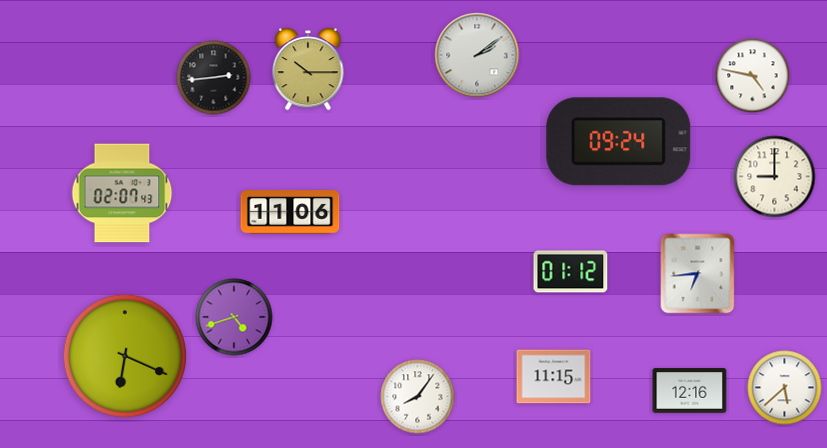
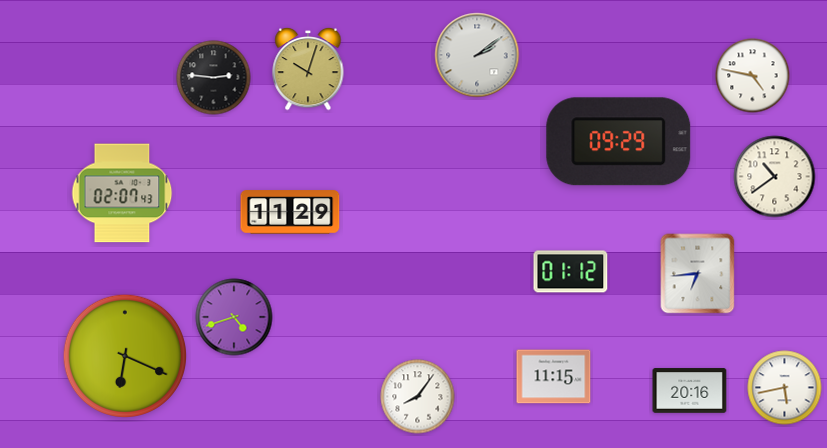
clock at (308, 69): 10:15 -> 10:03
clock at (214, 78): 2:44 -> 2:46
clock at (619, 142): 09:24 -> 09:29
clock at (775, 177): 9:00 -> 10:39
clock at (290, 212): 11:06 -> 11:29
clock at (785, 388): 5:38 -> 5:43
clock at (690, 391): 12:16 -> 20:16
